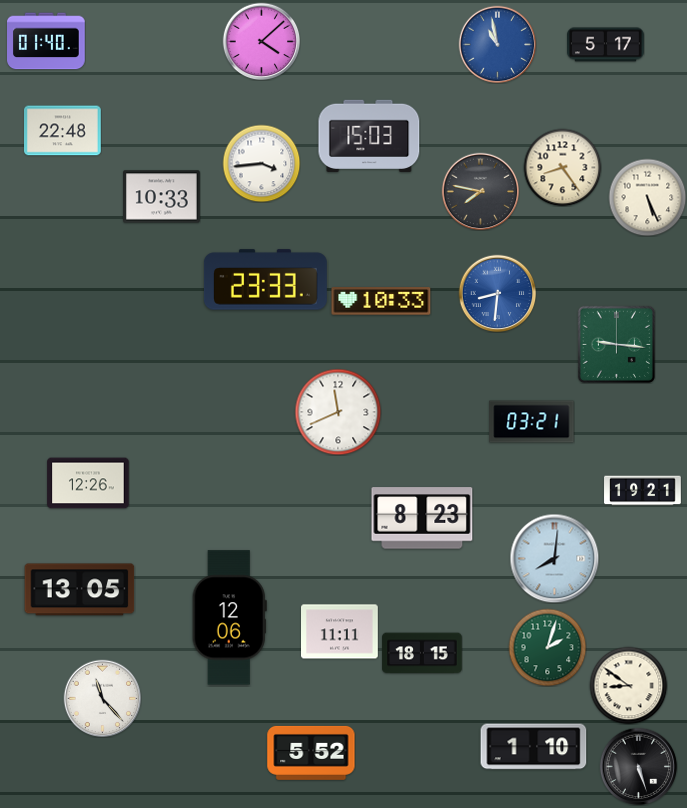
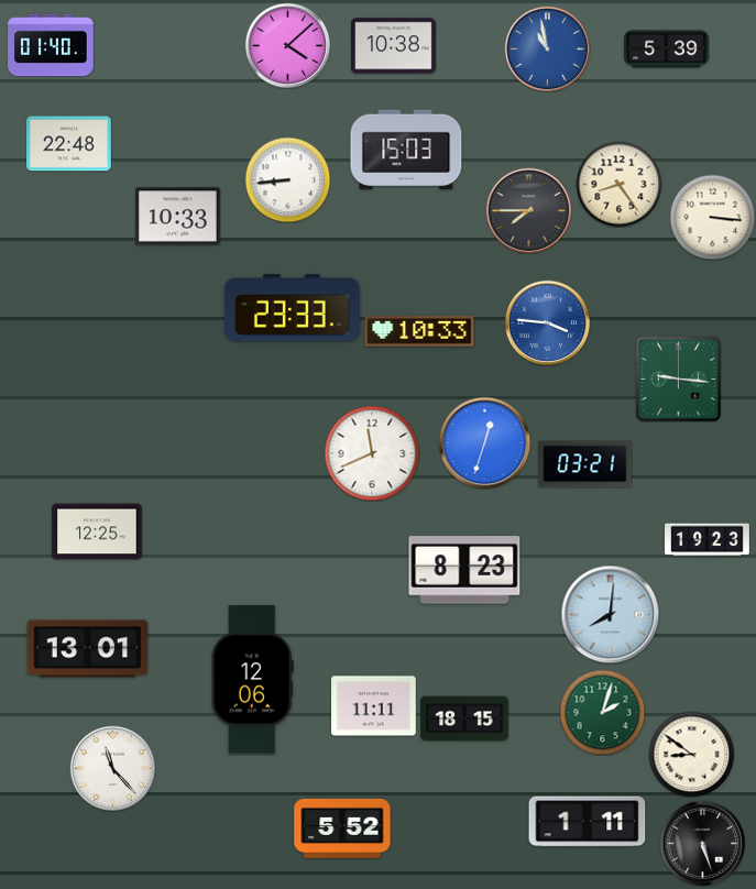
clock at (394, 46): none -> 10:38
clock at (606, 45): 5:17 -> 5:39
clock at (261, 163): 3:44 -> 8:44
clock at (480, 191): 7:47 -> 7:45
clock at (647, 197): 5:26 -> 3:16
clock at (497, 293): 8:31 -> 3:46
clock at (484, 442): none -> 12:33
clock at (88, 483): 12:26 -> 12:25
clock at (643, 491): 19:21 -> 19:23
clock at (80, 590): 13:05 -> 13:01
clock at (340, 632) position: (340, 632) -> (374, 706)
clock at (534, 747): 1:10 -> 1:11
